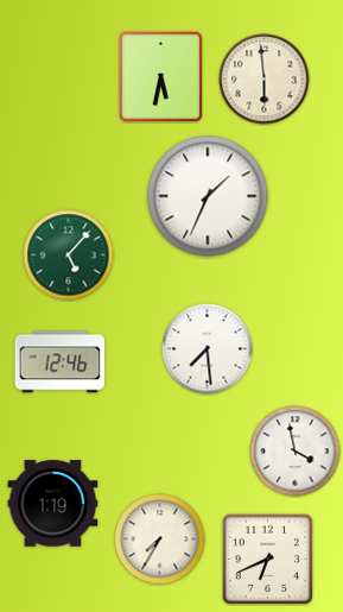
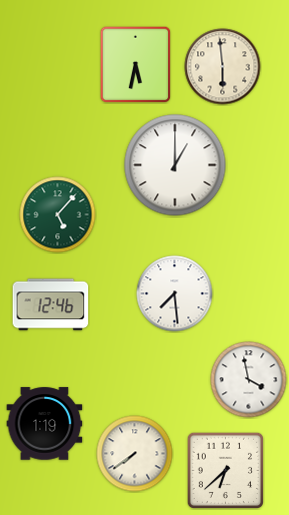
clock at (208, 196): 1:34 -> 1:00
clock at (160, 540): 7:35 -> 7:39
clock at (267, 559): 6:41 -> 6:38
